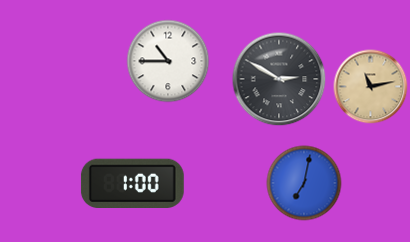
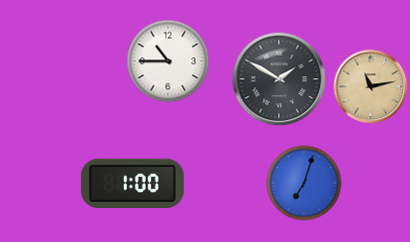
clock at (279, 79): 2:50 -> 1:50
clock at (304, 183): 7:02 -> 7:03
